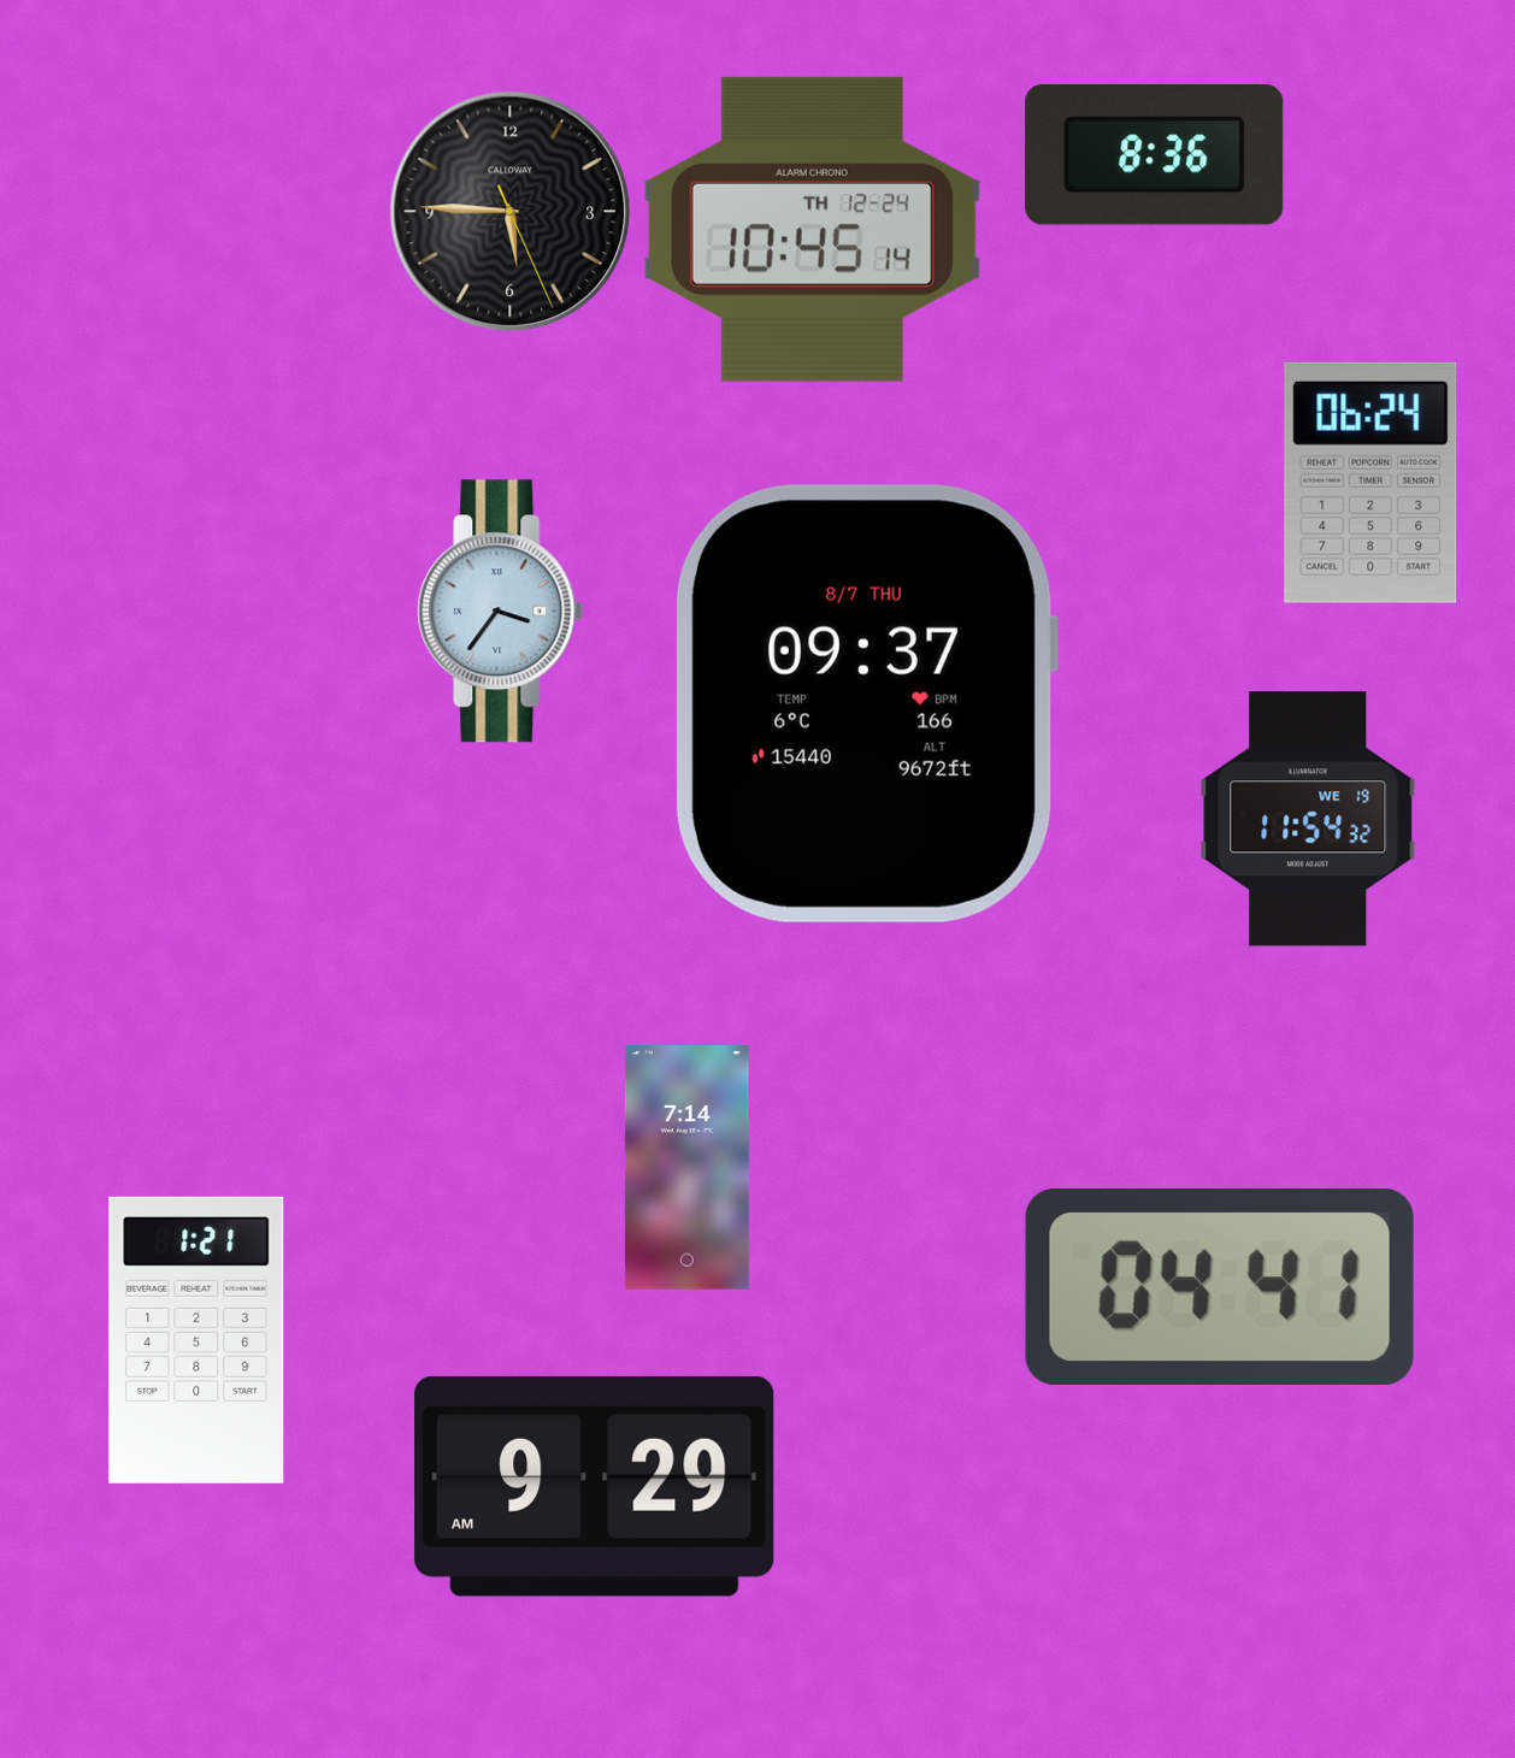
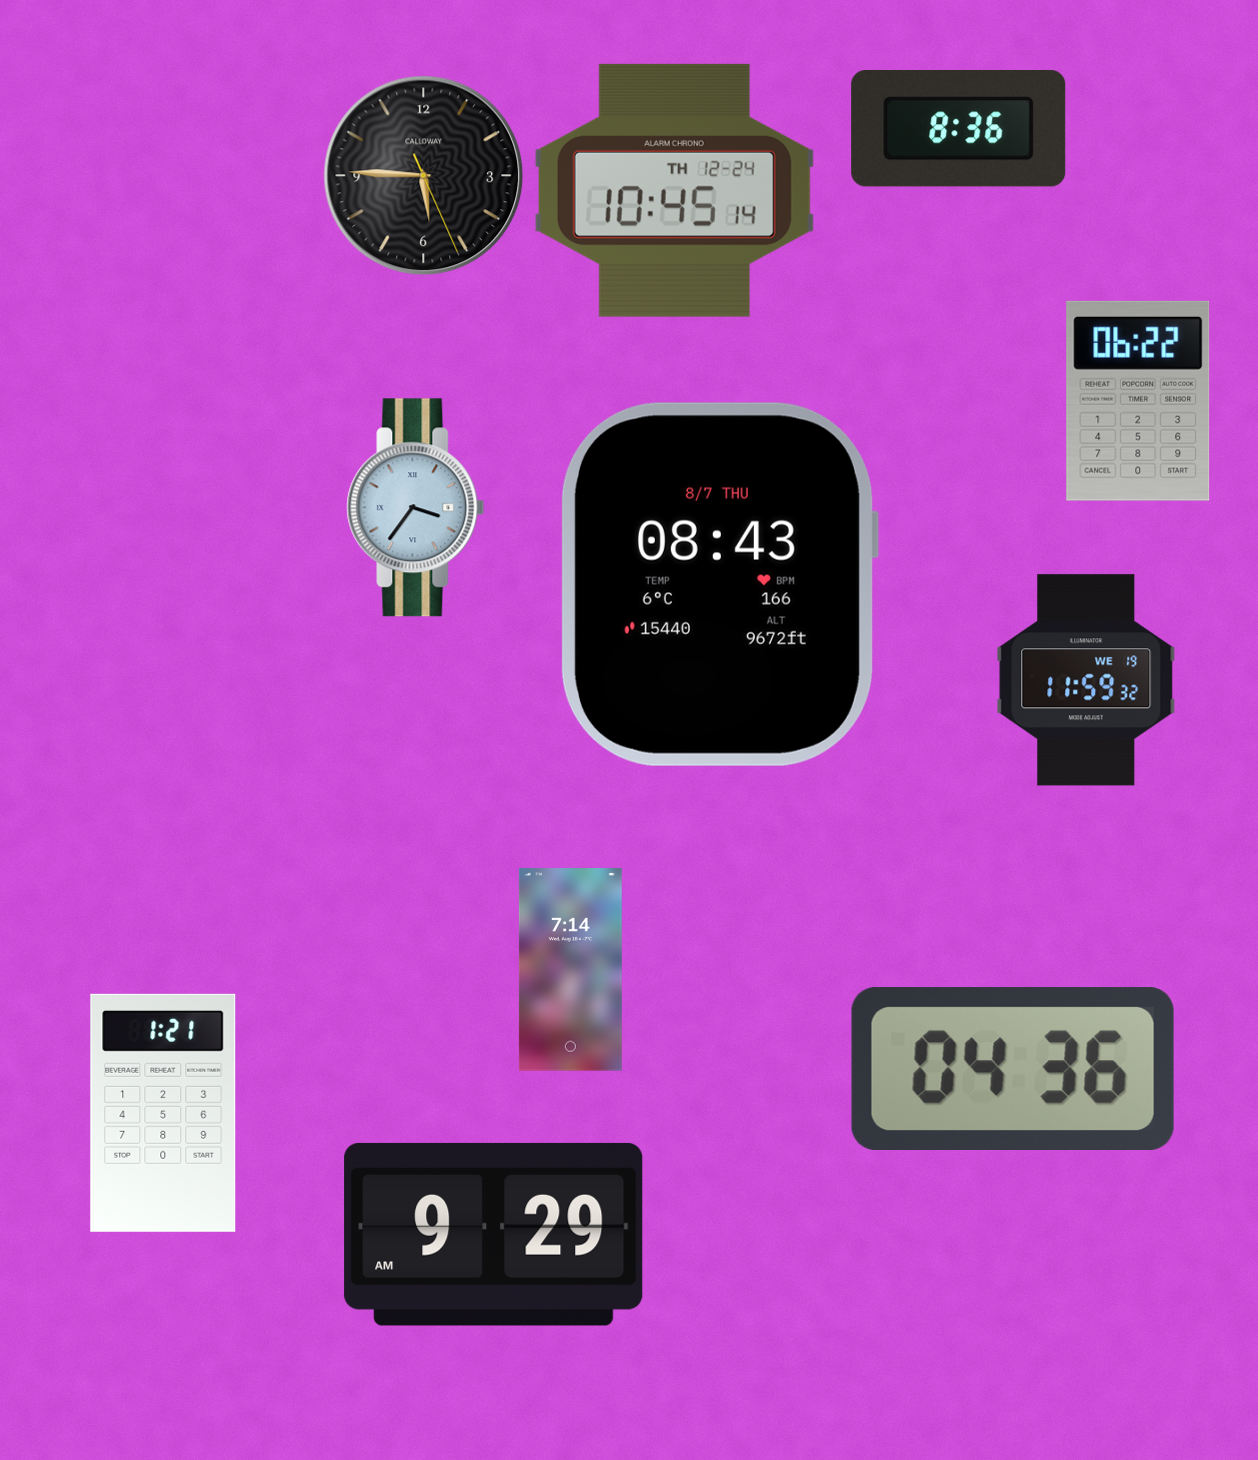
clock at (1370, 483): 06:24 -> 06:22
clock at (866, 703): 09:37 -> 08:43
clock at (1308, 819): 11:54 -> 11:59
clock at (1220, 1286): 04:41 -> 04:36
